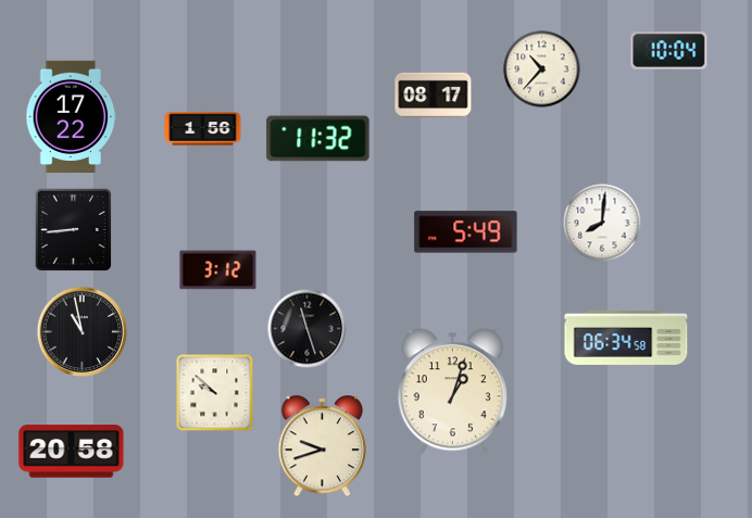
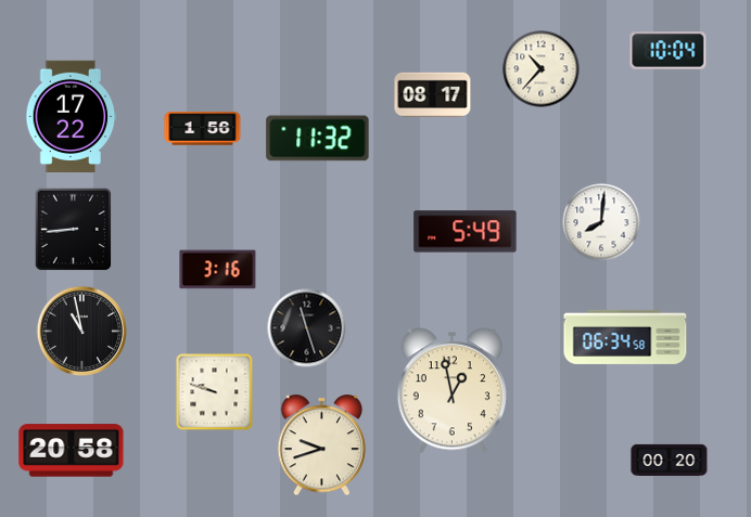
clock at (218, 270): 3:12 -> 3:16
clock at (452, 392): 1:03 -> 12:58
clock at (215, 393): 9:52 -> 9:48
clock at (670, 460): none -> 00:20
